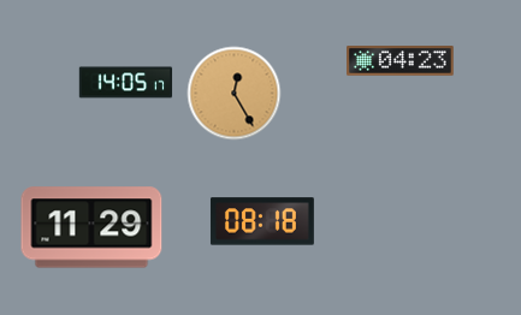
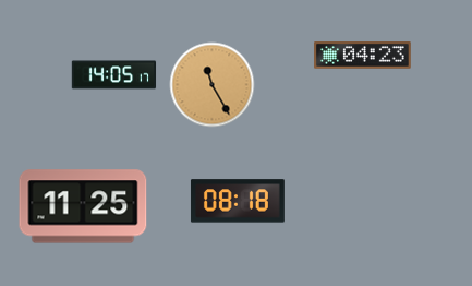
clock at (233, 93): 12:25 -> 11:25
clock at (91, 227): 11:29 -> 11:25
